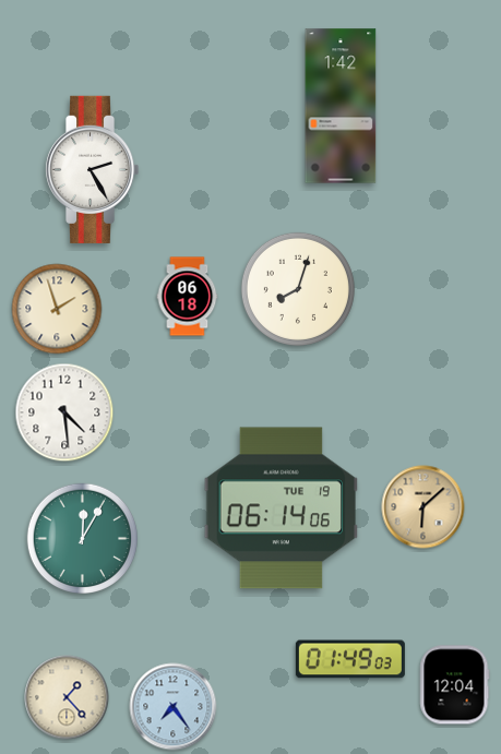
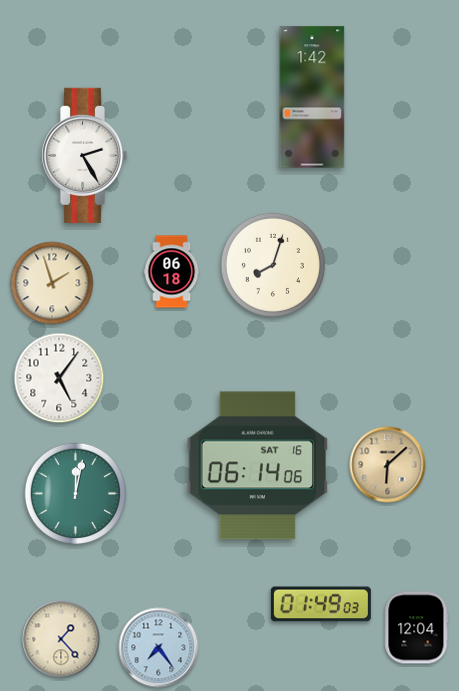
clock at (64, 412): 4:29 -> 5:06
clock at (281, 508) date: TUE 19 -> SAT 16
clock at (82, 538): 12:05 -> 12:02
